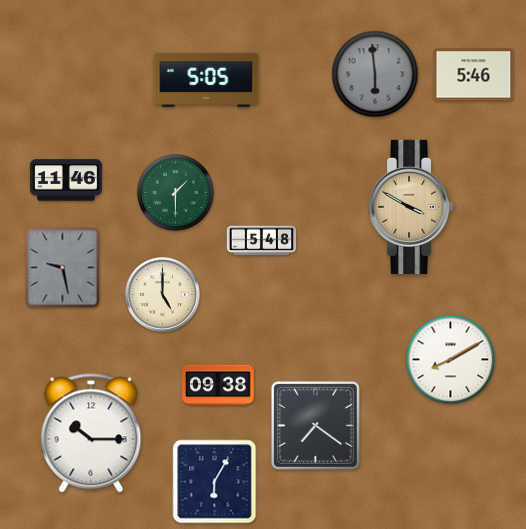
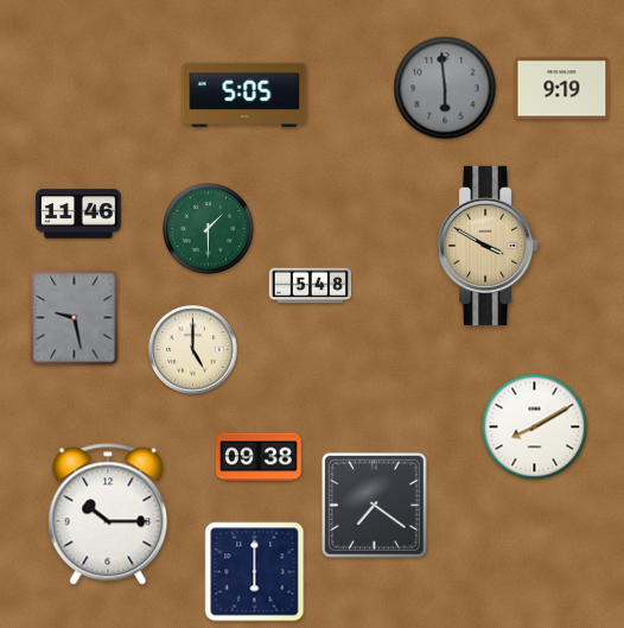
clock at (474, 75): 5:46 -> 9:19
clock at (215, 482): 6:05 -> 6:00
